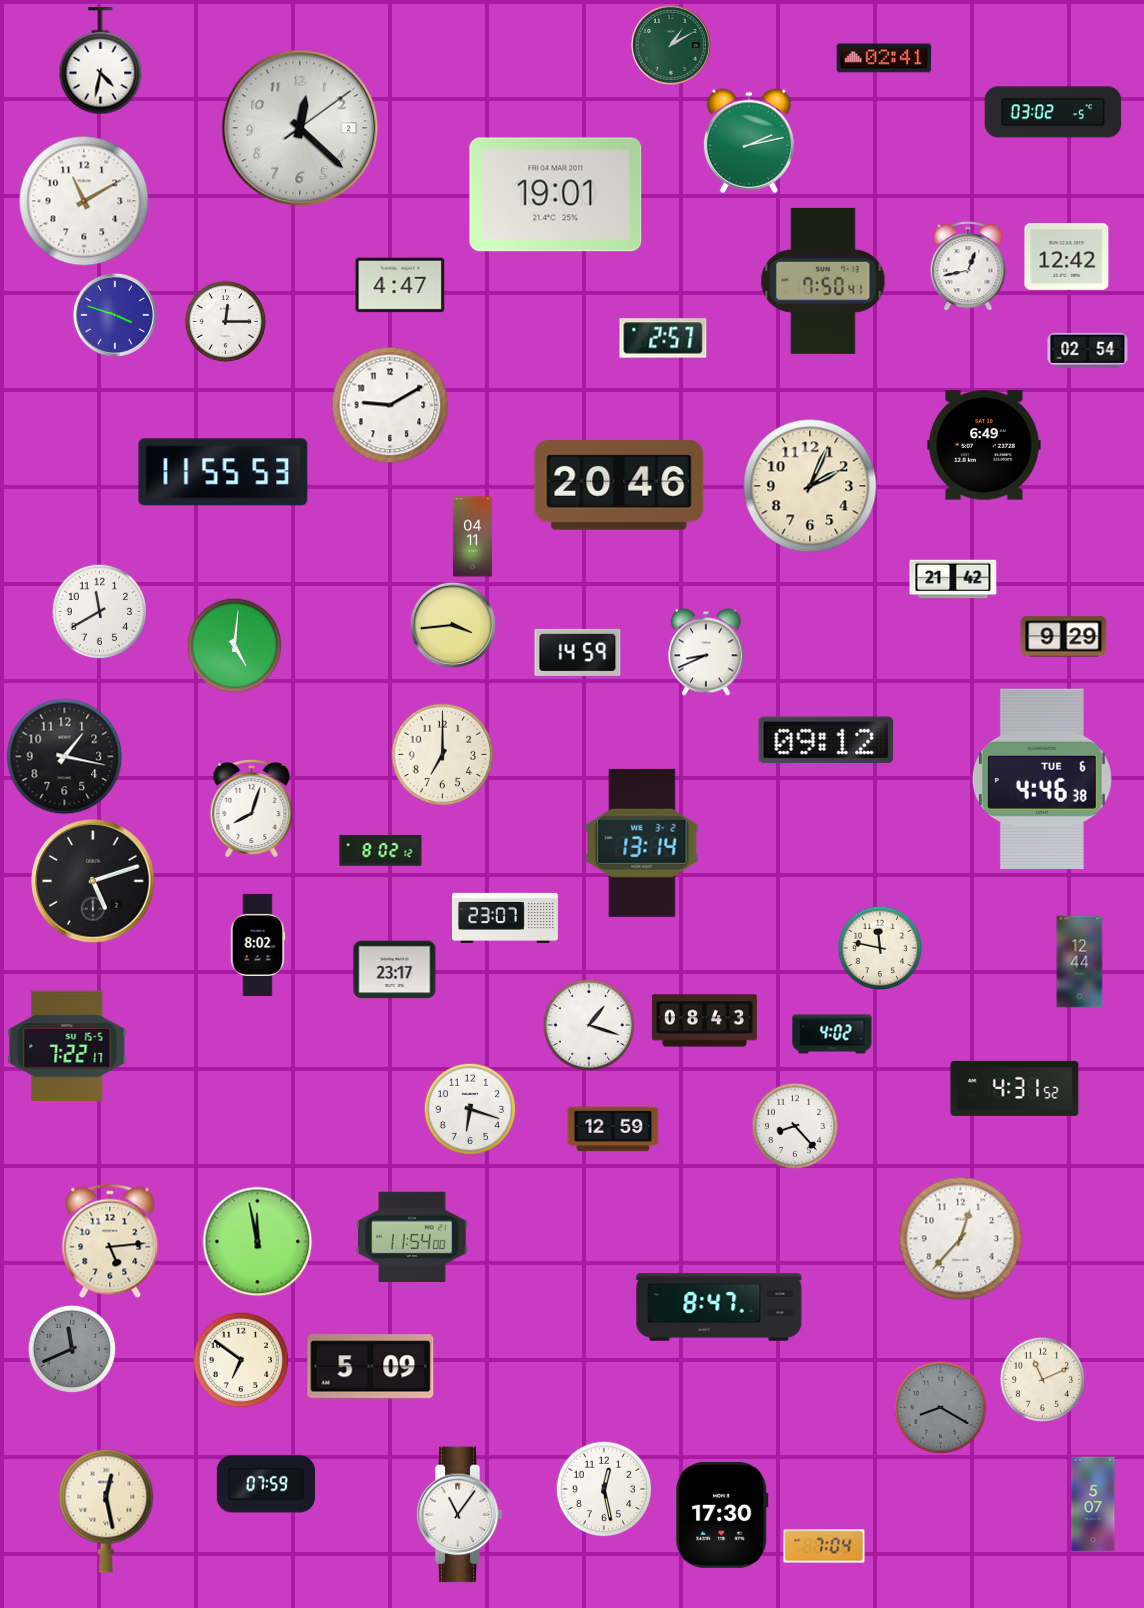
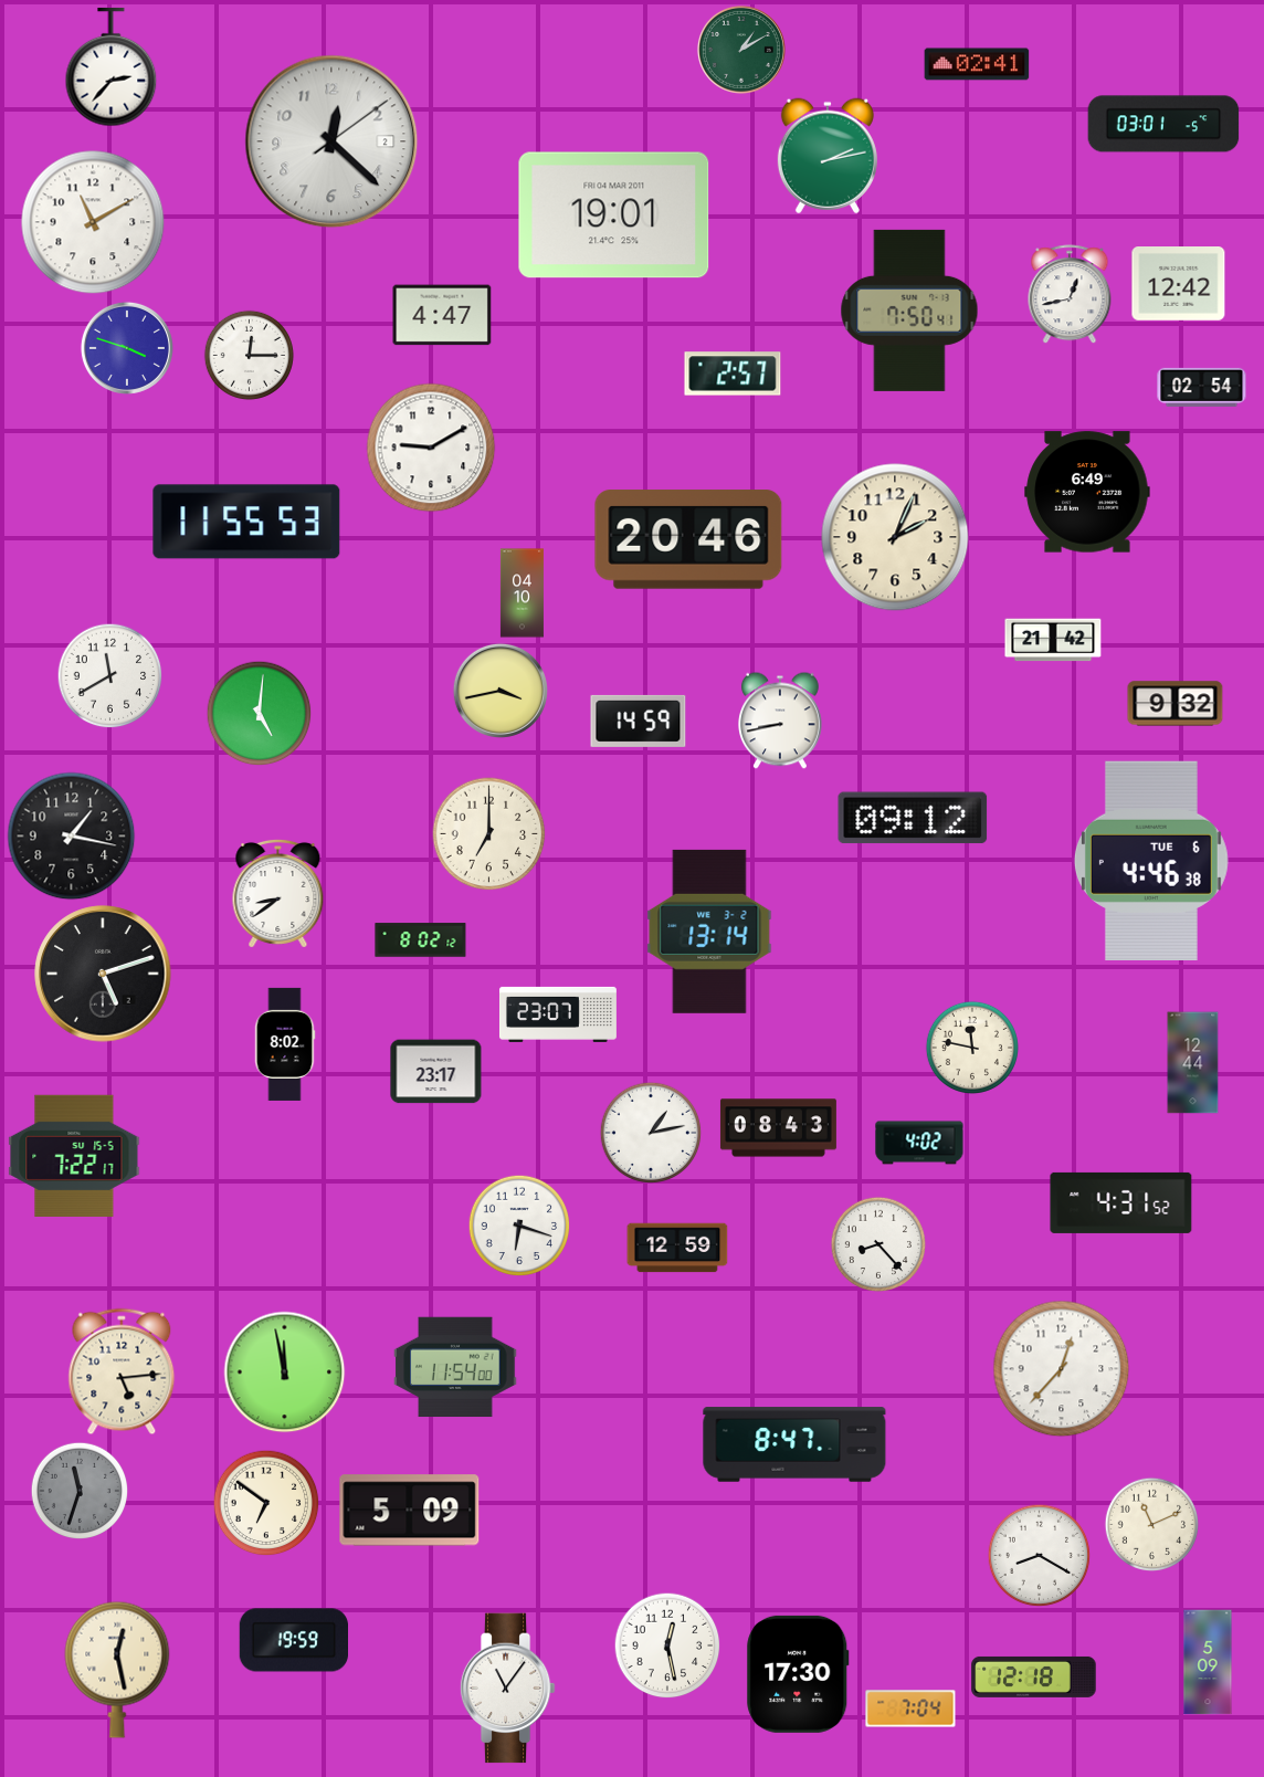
clock at (101, 61): 4:32 -> 2:37
clock at (1053, 112): 03:02 -> 03:01
clock at (619, 485) position: (619, 485) -> (688, 539)
clock at (472, 537): 04:11 -> 04:10
clock at (453, 625): 3:44 -> 3:43
clock at (1064, 637): 9:29 -> 9:32
clock at (707, 652): 8:41 -> 8:43
clock at (252, 808): 8:03 -> 8:39
clock at (589, 1025): 1:18 -> 1:13
clock at (72, 1349): 11:41 -> 11:33
clock at (940, 1407) dial: grey -> white
clock at (266, 1484): 07:59 -> 19:59
clock at (1093, 1504): 5:07 -> 5:09
clock at (459, 1515) position: (459, 1515) -> (507, 1689)
clock at (1034, 1676): none -> 12:18
